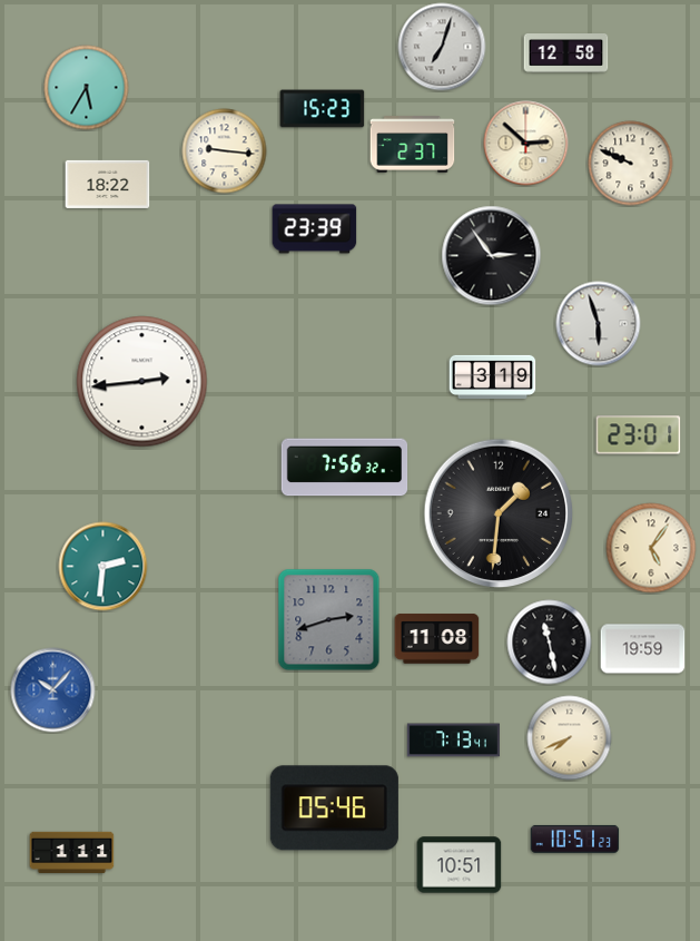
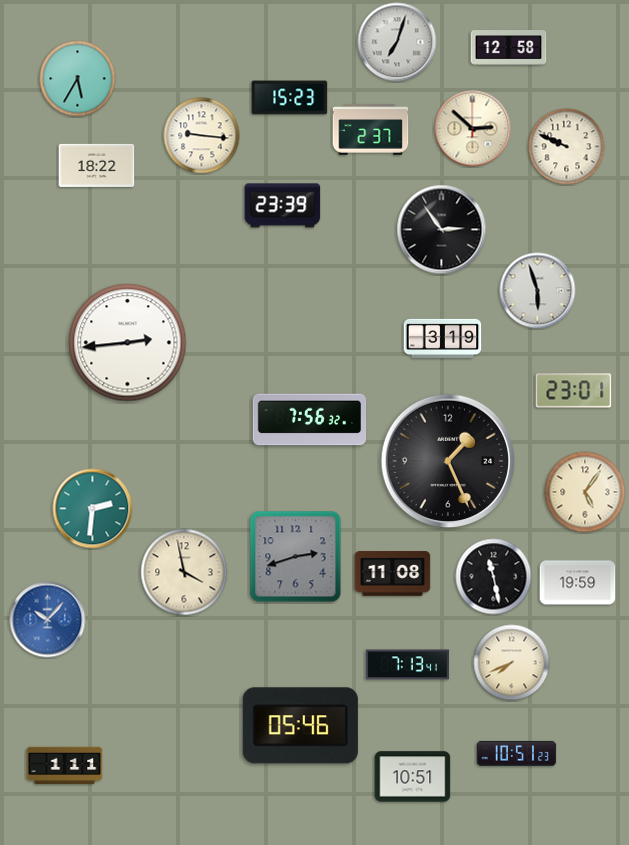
clock at (499, 513): 1:31 -> 1:26
clock at (184, 572): none -> 3:58
